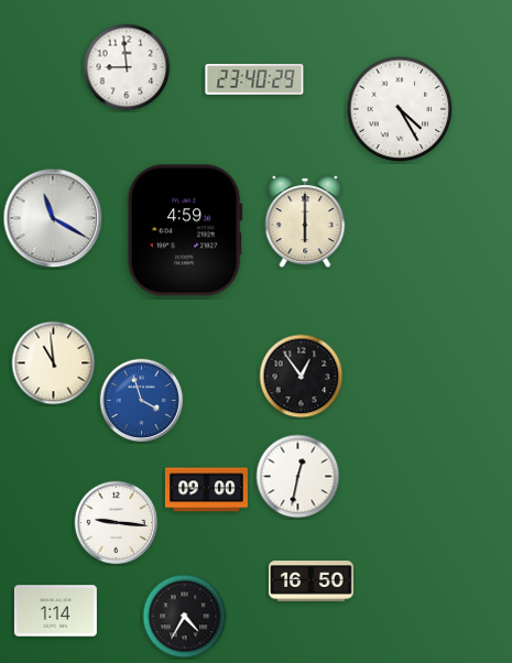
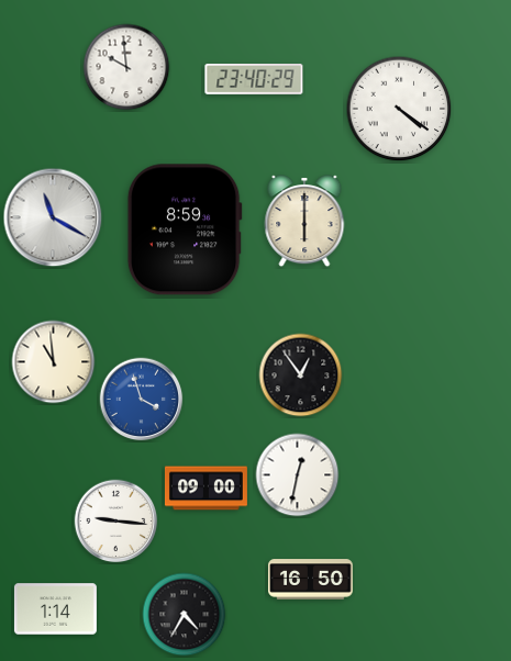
clock at (127, 67): 8:59 -> 9:59
clock at (400, 109): 4:25 -> 4:21
clock at (185, 230): 4:59 -> 8:59
